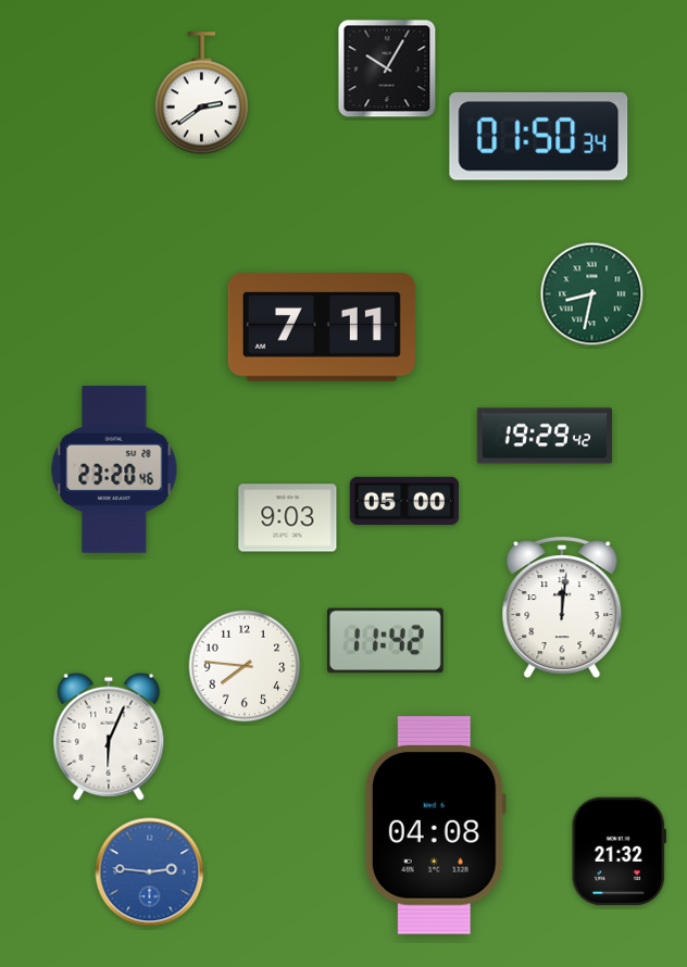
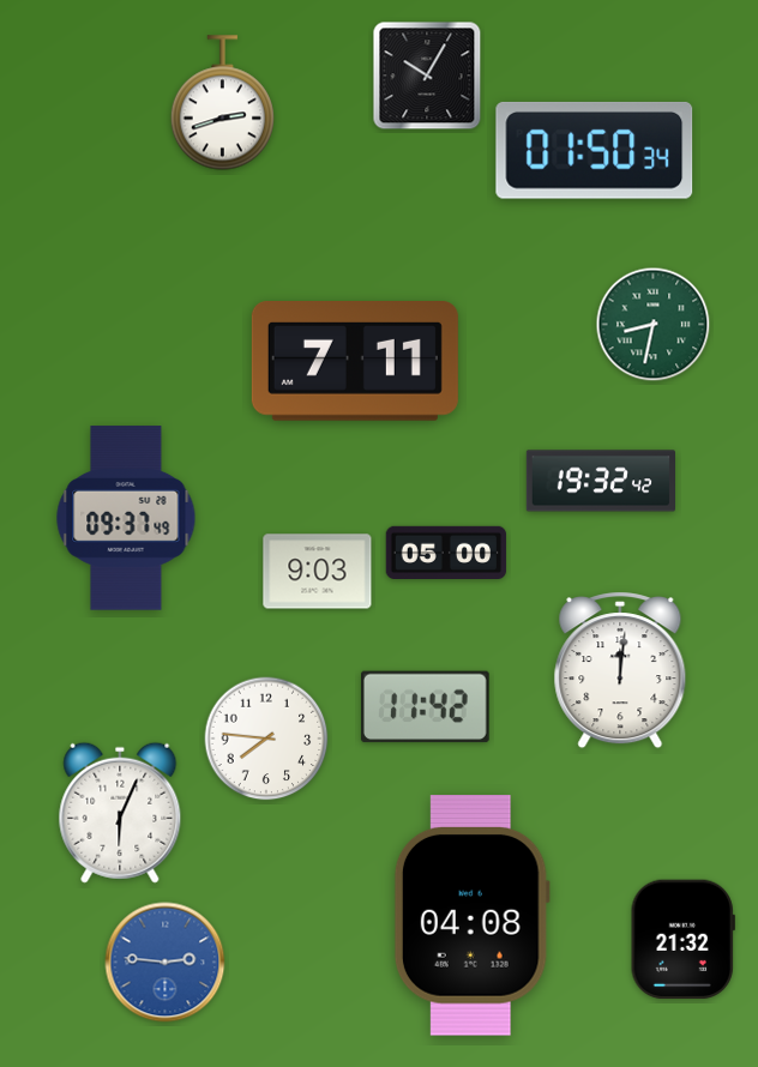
clock at (201, 93): 2:39 -> 2:42
clock at (544, 436): 19:29 -> 19:32
clock at (114, 469): 23:20 -> 09:37
clock at (245, 666) position: (245, 666) -> (266, 739)
clock at (435, 826) position: (435, 826) -> (471, 916)
